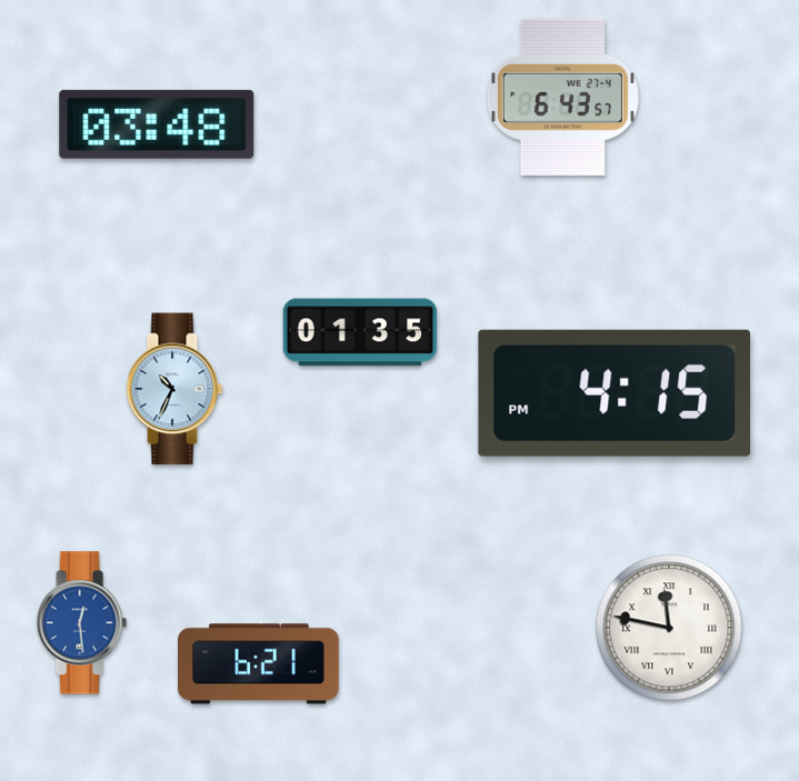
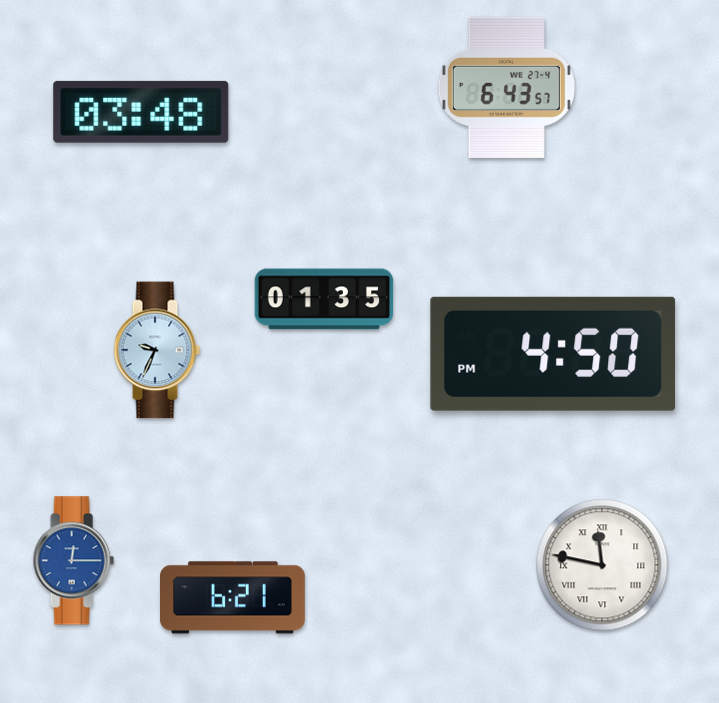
clock at (174, 389): 10:34 -> 9:34
clock at (615, 393): 4:15 -> 4:50
clock at (81, 623): 12:29 -> 12:15
